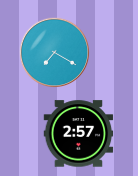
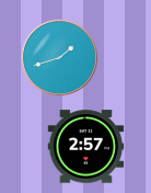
clock at (55, 53): 7:20 -> 1:42
